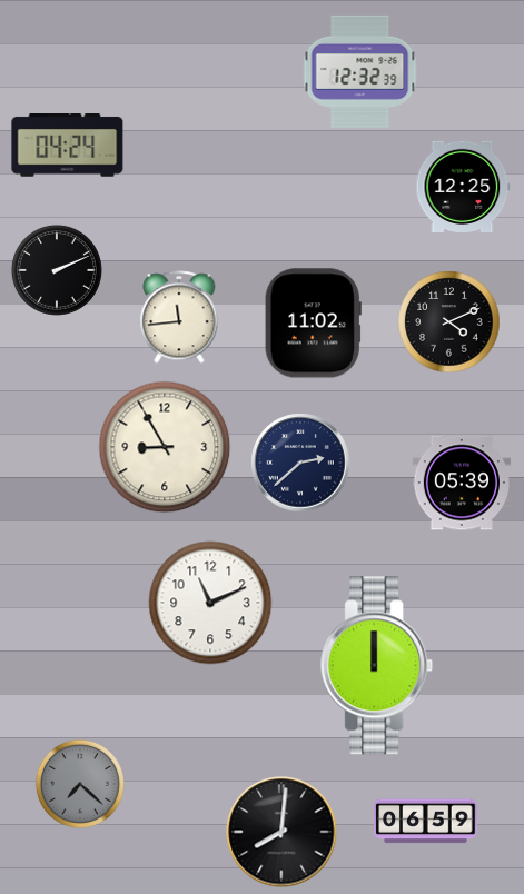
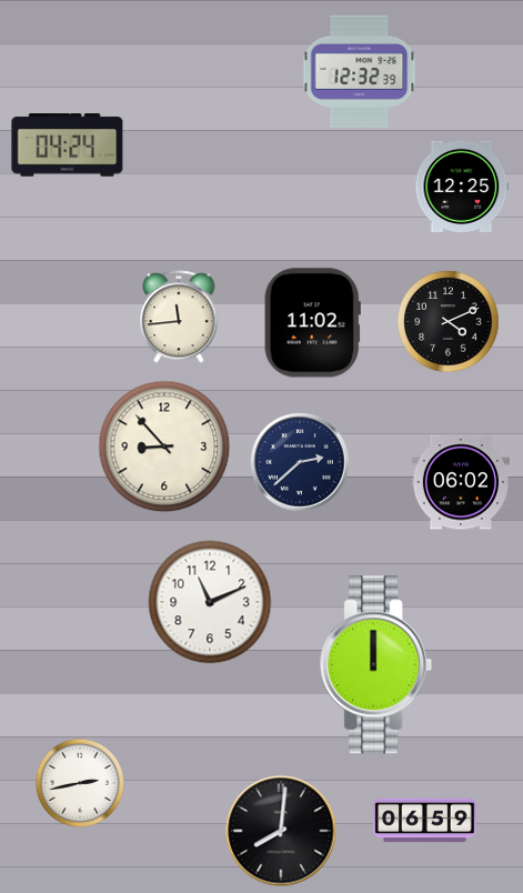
clock at (57, 270): 2:11 -> none
clock at (165, 447): 8:55 -> 8:53
clock at (461, 483): 05:39 -> 06:02
clock at (80, 784): 7:22 -> 2:43
clock at (80, 784) dial: grey -> white
